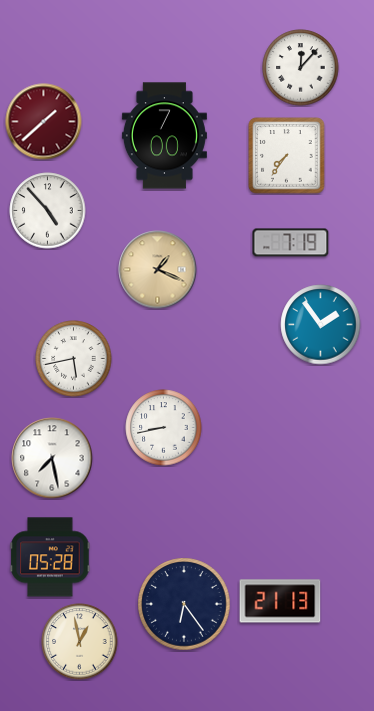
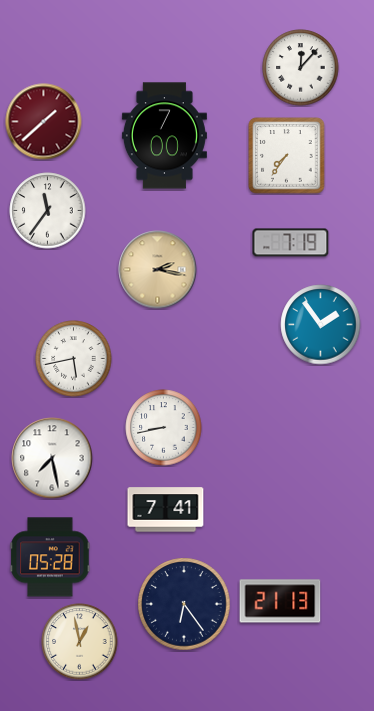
clock at (48, 211): 4:53 -> 11:36
clock at (158, 270): 1:19 -> 2:17
clock at (166, 510): none -> 7:41
